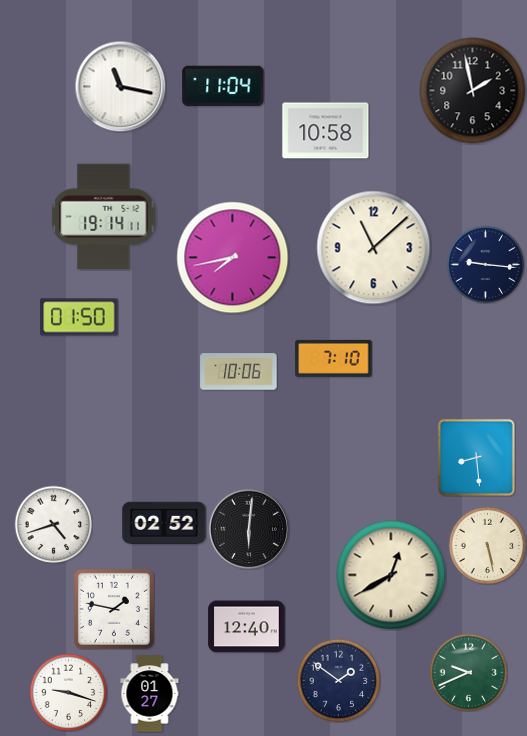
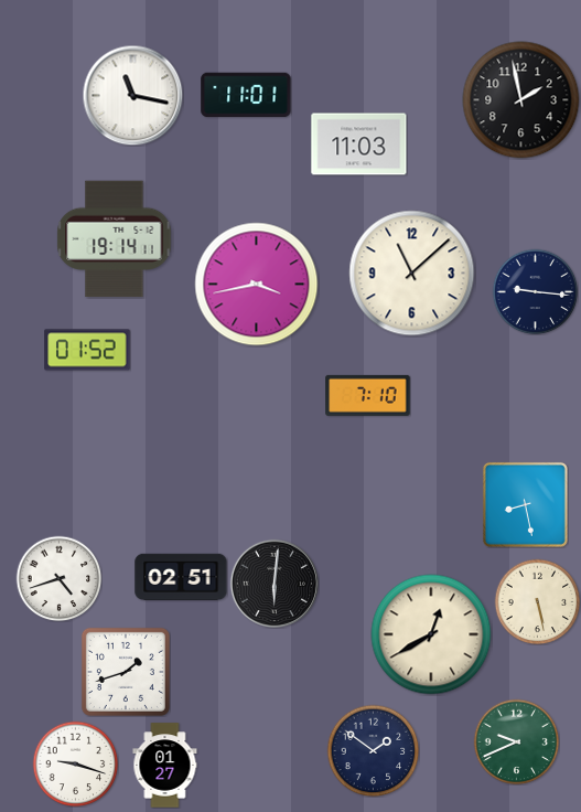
clock at (223, 86): 11:04 -> 11:01
clock at (326, 131): 10:58 -> 11:03
clock at (233, 258): 7:43 -> 3:43
clock at (79, 317): 01:50 -> 01:52
clock at (239, 372): 10:06 -> none
clock at (476, 457): 8:29 -> 8:28
clock at (164, 522): 02:52 -> 02:51
clock at (114, 609): 1:47 -> 1:42
clock at (247, 627): 12:40 -> none
